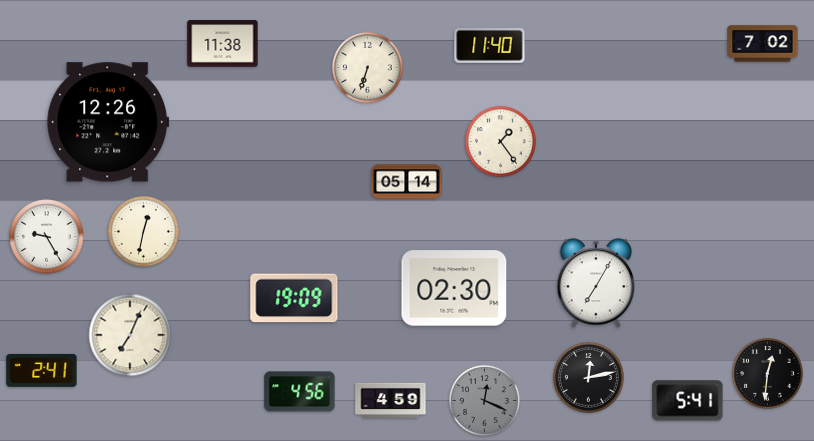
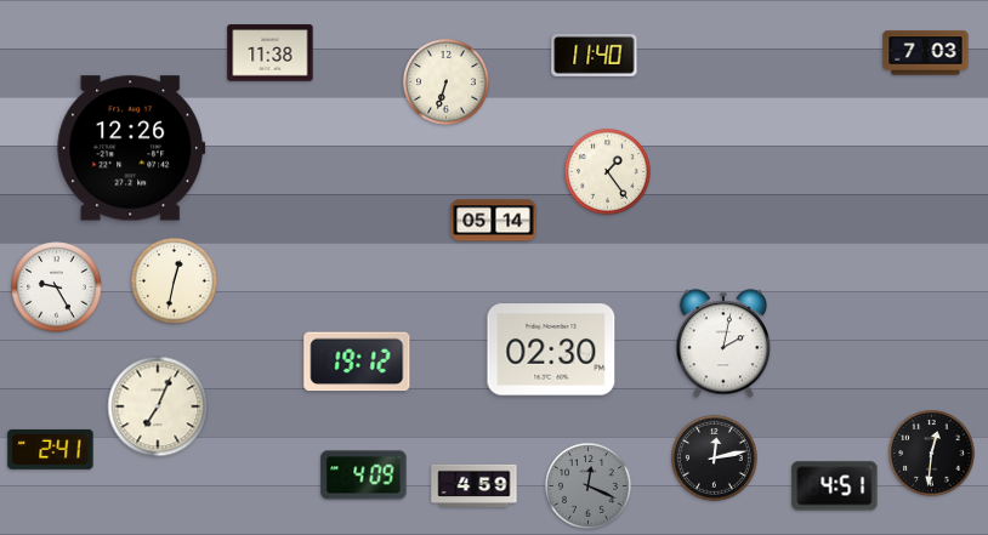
clock at (763, 44): 7:02 -> 7:03
clock at (596, 283): 7:05 -> 2:02
clock at (294, 298): 19:09 -> 19:12
clock at (300, 392): 4:56 -> 4:09
clock at (688, 401): 5:41 -> 4:51
